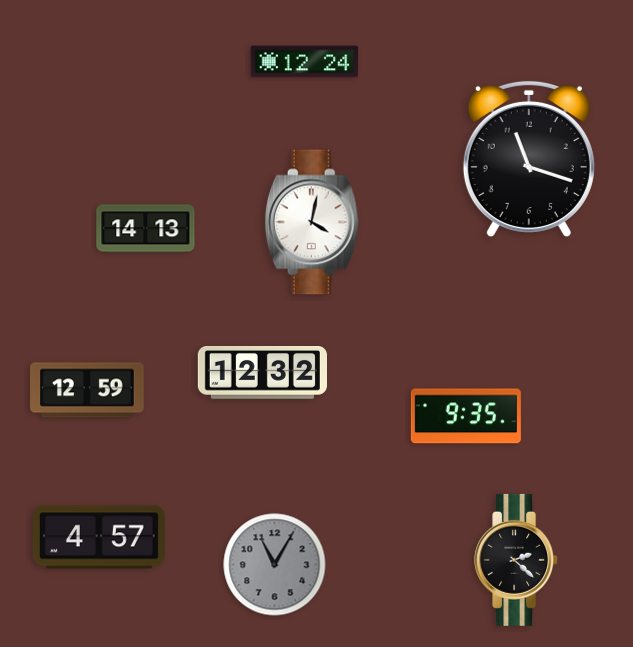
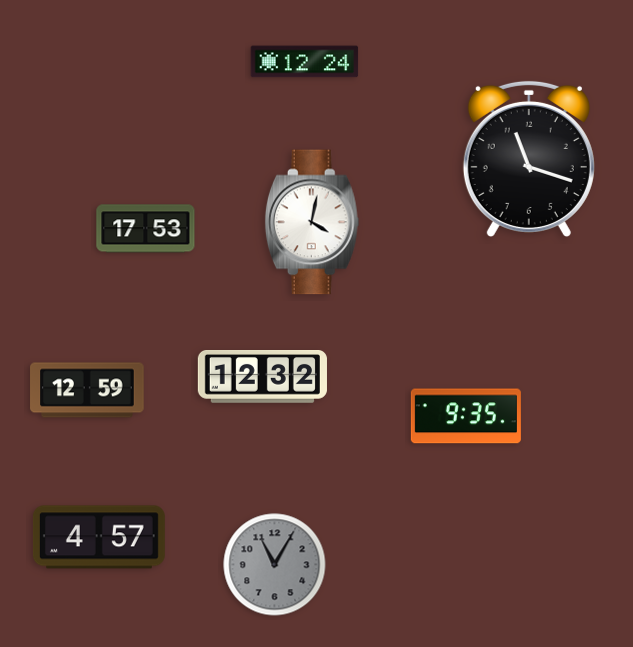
clock at (146, 229): 14:13 -> 17:53
clock at (262, 373) position: (262, 373) -> (262, 377)
clock at (517, 560): 2:22 -> none
